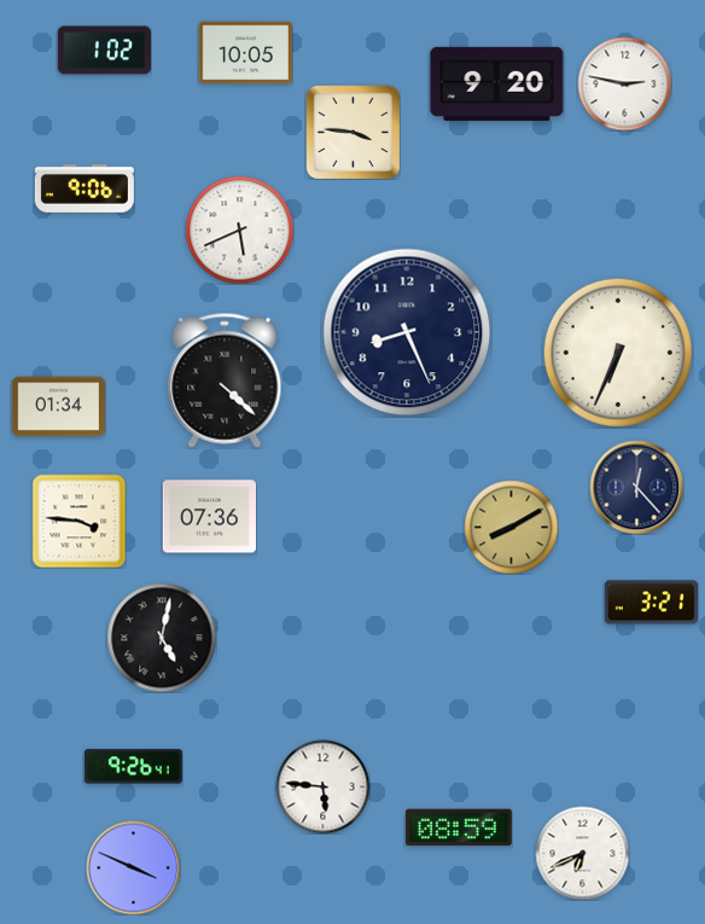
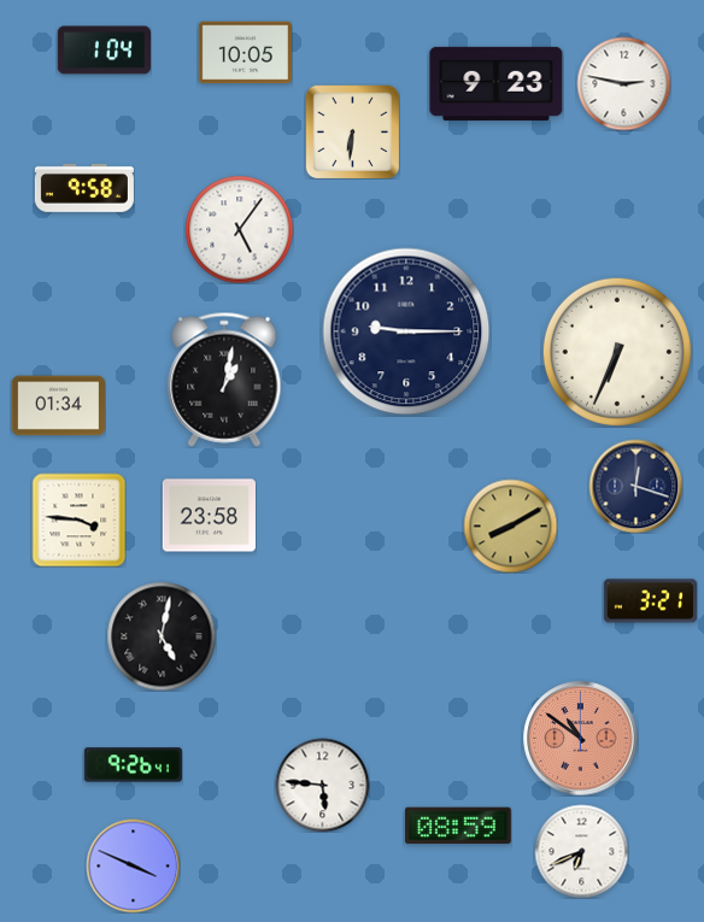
clock at (104, 51): 1:02 -> 1:04
clock at (497, 83): 9:20 -> 9:23
clock at (353, 132): 3:46 -> 6:31
clock at (85, 188): 9:06 -> 9:58
clock at (239, 229): 5:41 -> 5:06
clock at (407, 332): 8:26 -> 9:15
clock at (225, 380): 4:22 -> 1:02
clock at (636, 487): 12:23 -> 12:18
clock at (209, 517): 07:36 -> 23:58
clock at (581, 739): none -> 10:51
